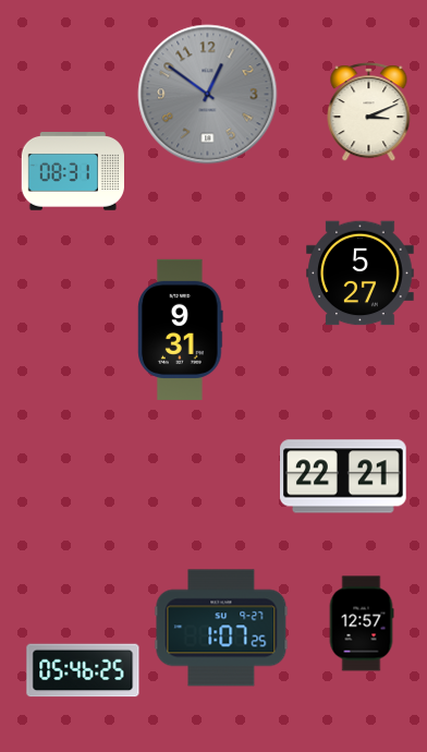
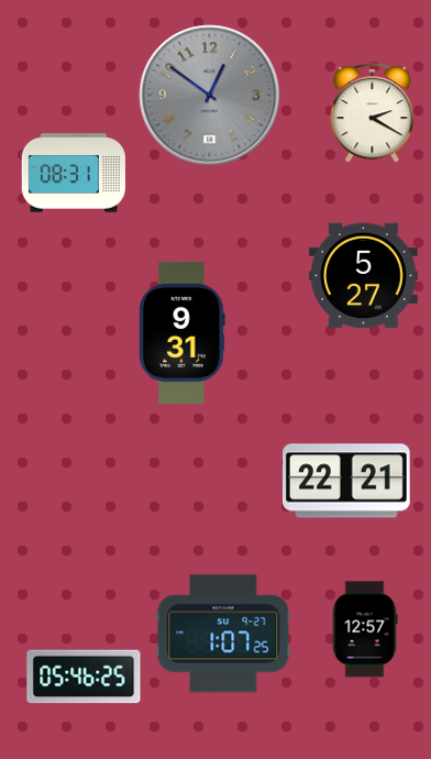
clock at (369, 112): 3:11 -> 2:20
